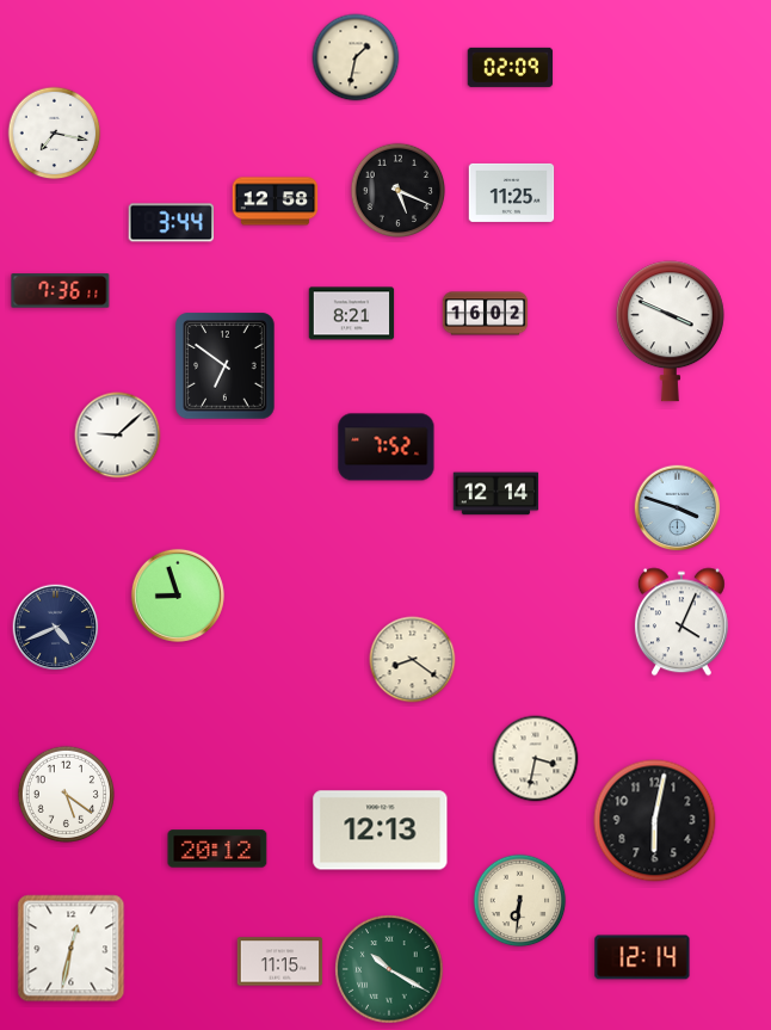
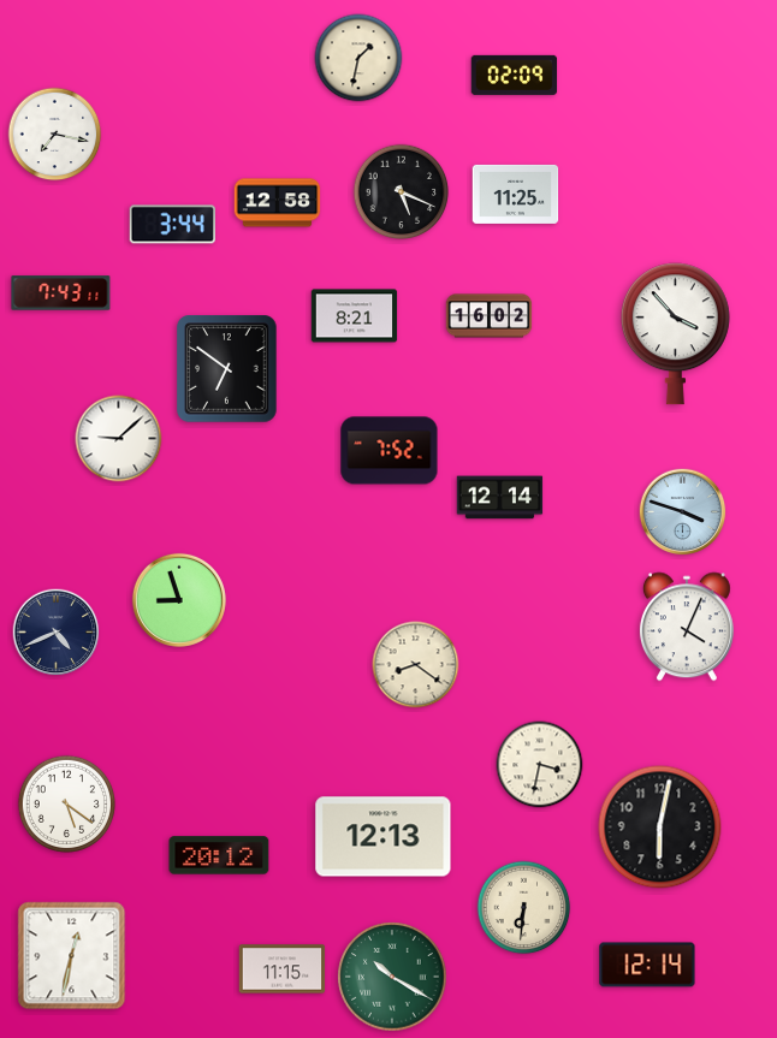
clock at (511, 67) position: (511, 67) -> (515, 75)
clock at (61, 291): 7:36 -> 7:43
clock at (670, 332): 3:49 -> 3:53
clock at (66, 794) position: (66, 794) -> (66, 803)
